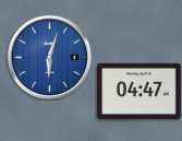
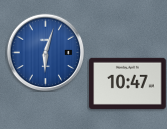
clock at (139, 91): 04:47 -> 10:47
